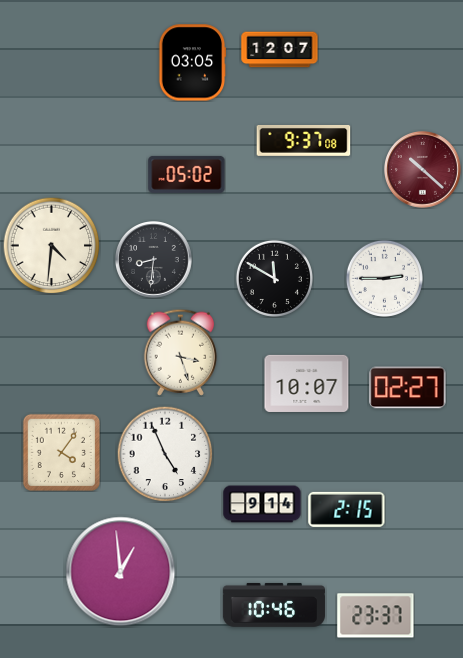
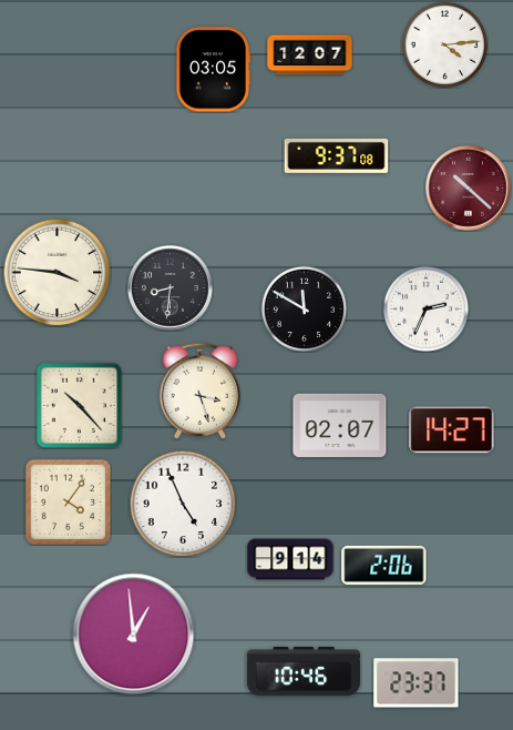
clock at (444, 44): none -> 4:14
clock at (187, 174): 05:02 -> none
clock at (51, 245): 4:31 -> 3:46
clock at (384, 278): 2:45 -> 2:34
clock at (79, 405): none -> 10:23
clock at (307, 383): 10:07 -> 02:07
clock at (408, 388): 02:27 -> 14:27
clock at (347, 509): 2:15 -> 2:06
